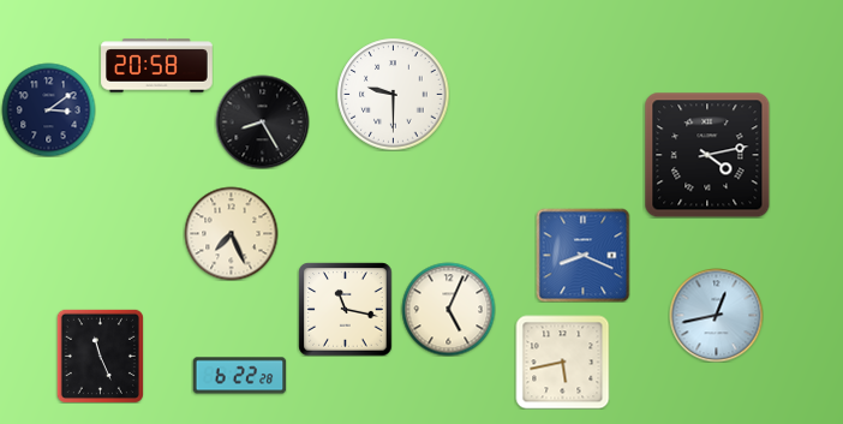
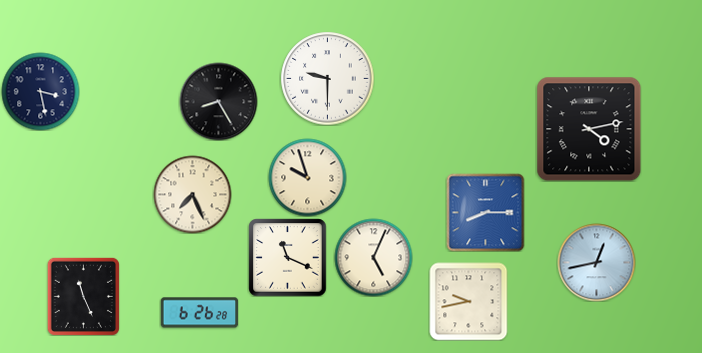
clock at (157, 66): 20:58 -> none
clock at (48, 109): 3:09 -> 3:28
clock at (307, 177): none -> 9:57
clock at (582, 255): 8:19 -> 8:15
clock at (345, 309): 11:17 -> 11:19
clock at (562, 362): 5:43 -> 9:43
clock at (239, 376): 6:22 -> 6:26
